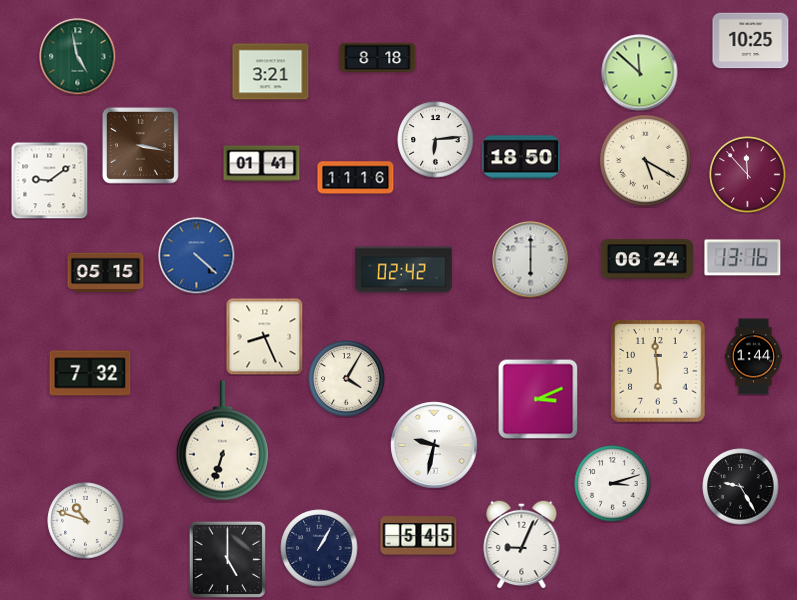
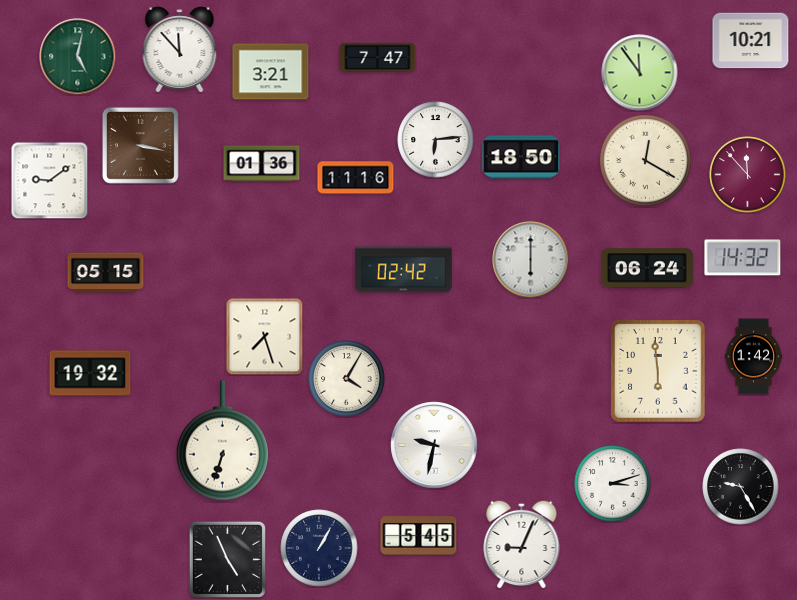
clock at (751, 41): 10:25 -> 10:21
clock at (180, 50): none -> 11:53
clock at (78, 57): 4:58 -> 5:02
clock at (378, 58): 8:18 -> 7:47
clock at (640, 73): 11:52 -> 11:54
clock at (646, 161): 5:20 -> 12:20
clock at (262, 164): 01:41 -> 01:36
clock at (197, 256): 4:22 -> none
clock at (743, 258): 13:16 -> 14:32
clock at (647, 259) position: (647, 259) -> (647, 268)
clock at (264, 336): 8:26 -> 7:27
clock at (754, 357): 1:44 -> 1:42
clock at (90, 373): 7:32 -> 19:32
clock at (538, 399): 3:11 -> none
clock at (86, 521): 10:48 -> none
clock at (227, 559): 5:00 -> 4:56
